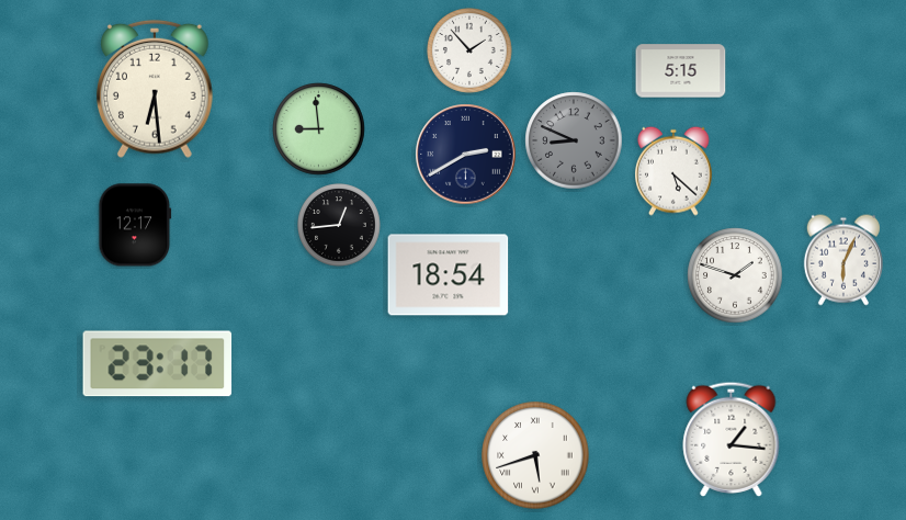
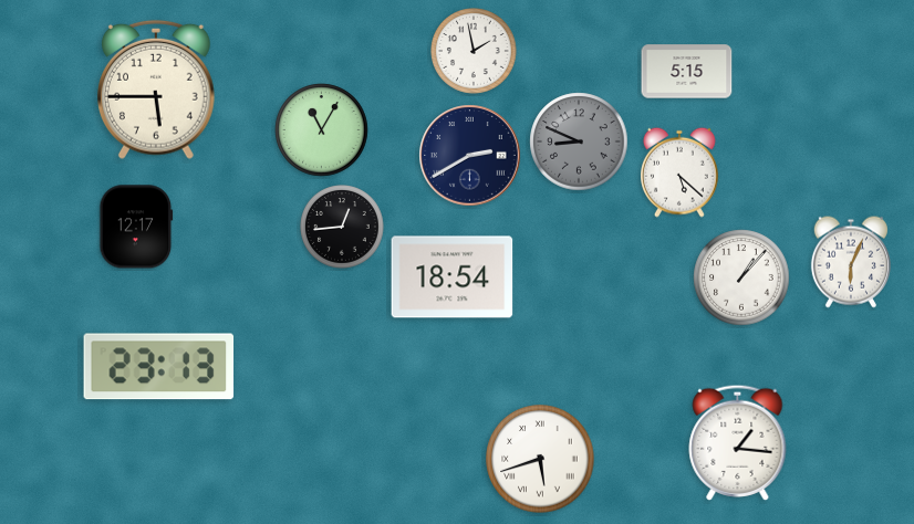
clock at (471, 52): 1:53 -> 1:58
clock at (156, 89): 6:29 -> 5:45
clock at (319, 129): 8:59 -> 11:05
clock at (735, 275): 1:48 -> 1:07
clock at (158, 364): 23:17 -> 23:13
